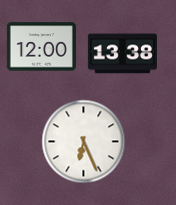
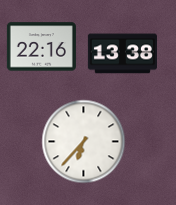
clock at (41, 47): 12:00 -> 22:16
clock at (84, 142): 6:26 -> 6:37
